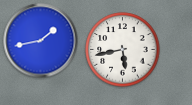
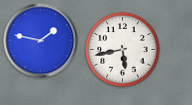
clock at (41, 41): 1:43 -> 1:47
